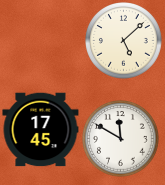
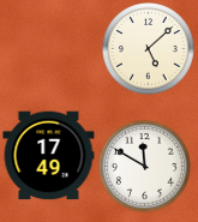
clock at (41, 130): 17:45 -> 17:49
